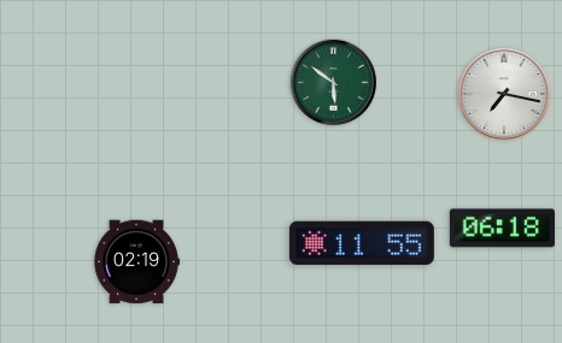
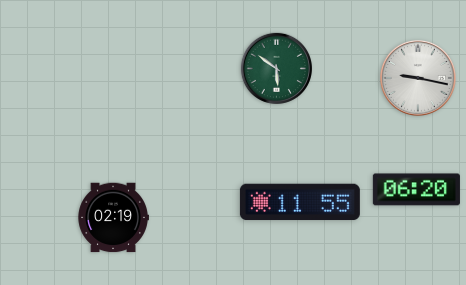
clock at (504, 94): 7:17 -> 9:17
clock at (502, 229): 06:18 -> 06:20
